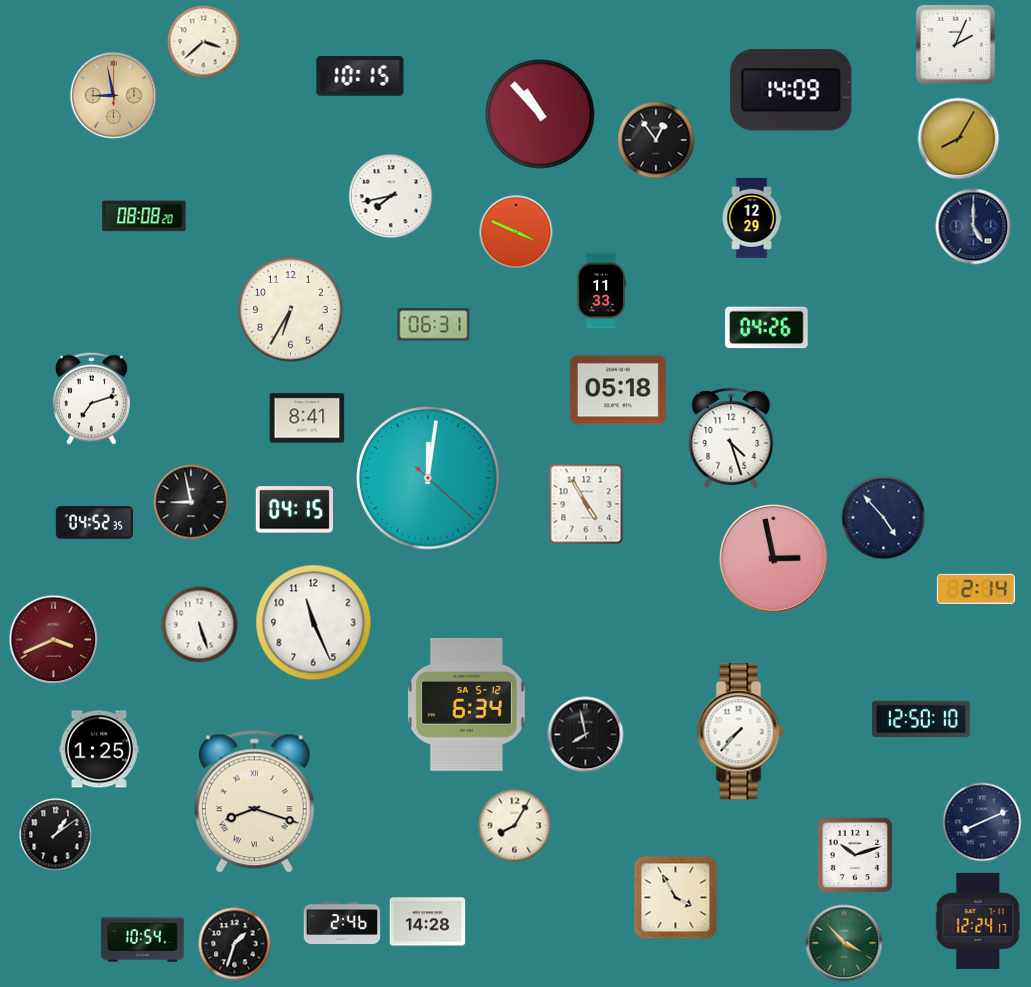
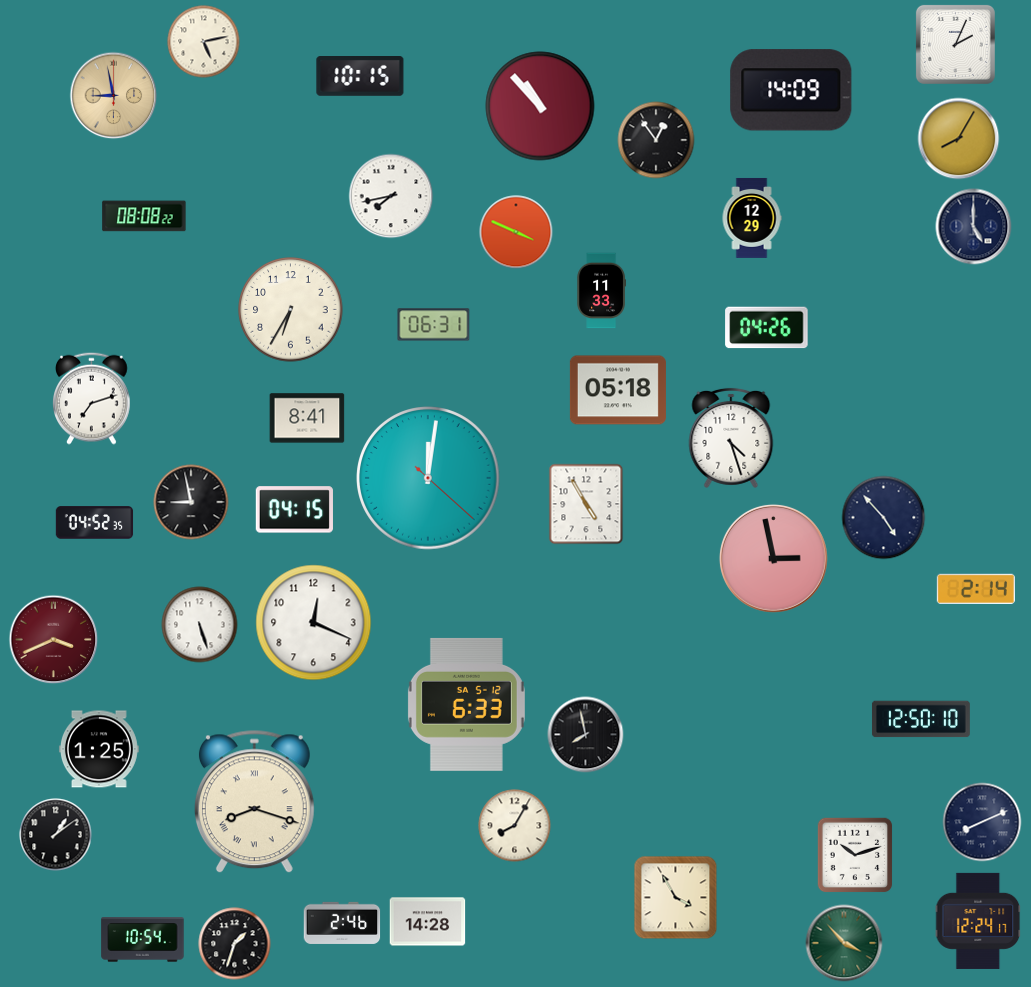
clock at (204, 42): 3:38 -> 5:13
clock at (540, 114) position: (540, 114) -> (540, 106)
clock at (144, 216): 08:08:20 -> 08:08:22
clock at (314, 623): 11:26 -> 12:19
clock at (466, 704): 6:34 -> 6:33
clock at (741, 732): 7:37 -> none
